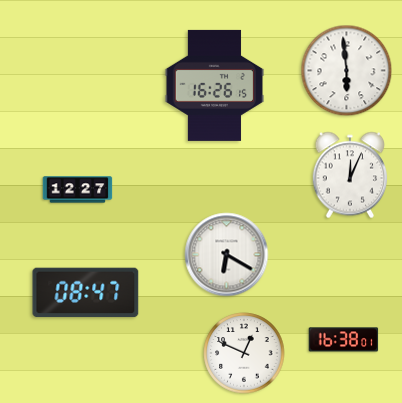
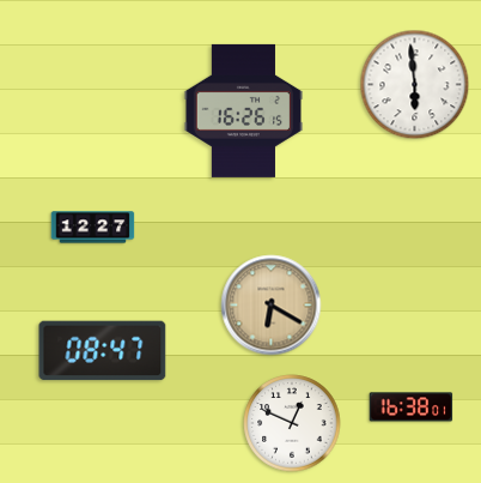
clock at (215, 85) position: (215, 85) -> (244, 110)
clock at (350, 175): 12:04 -> none
clock at (227, 255) dial: white -> champagne
